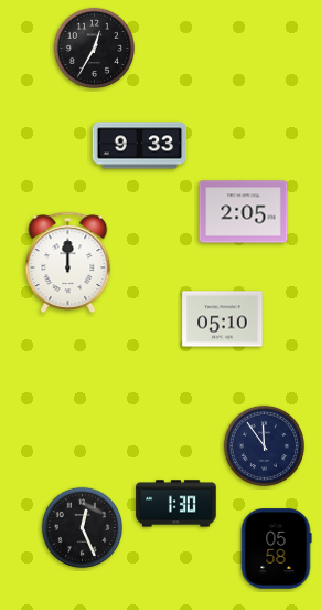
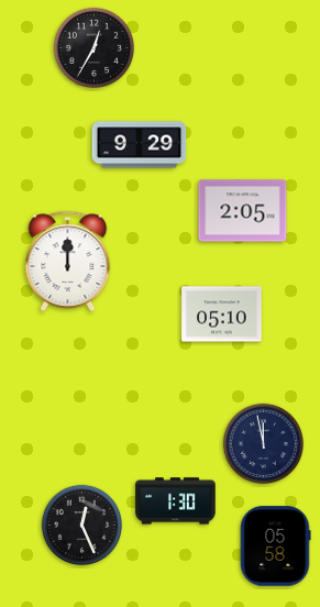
clock at (140, 146): 9:33 -> 9:29
clock at (223, 319) position: (223, 319) -> (222, 314)
clock at (264, 445): 11:54 -> 11:58
